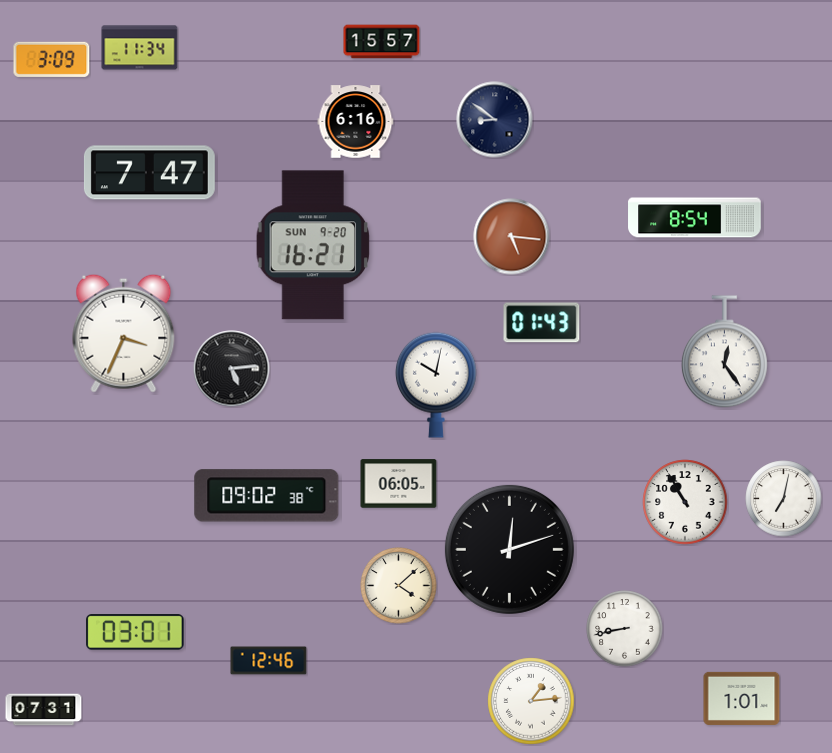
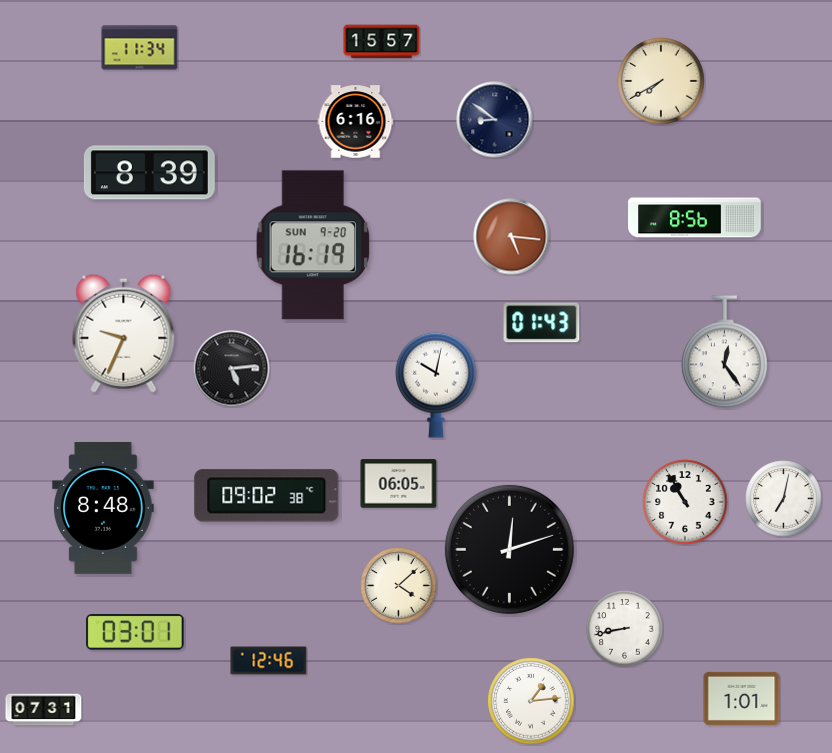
clock at (52, 59): 3:09 -> none
clock at (661, 81): none -> 7:40
clock at (149, 173): 7:47 -> 8:39
clock at (695, 218): 8:54 -> 8:56
clock at (313, 245): 16:21 -> 16:19
clock at (124, 333): 3:34 -> 9:34
clock at (103, 509): none -> 8:48
